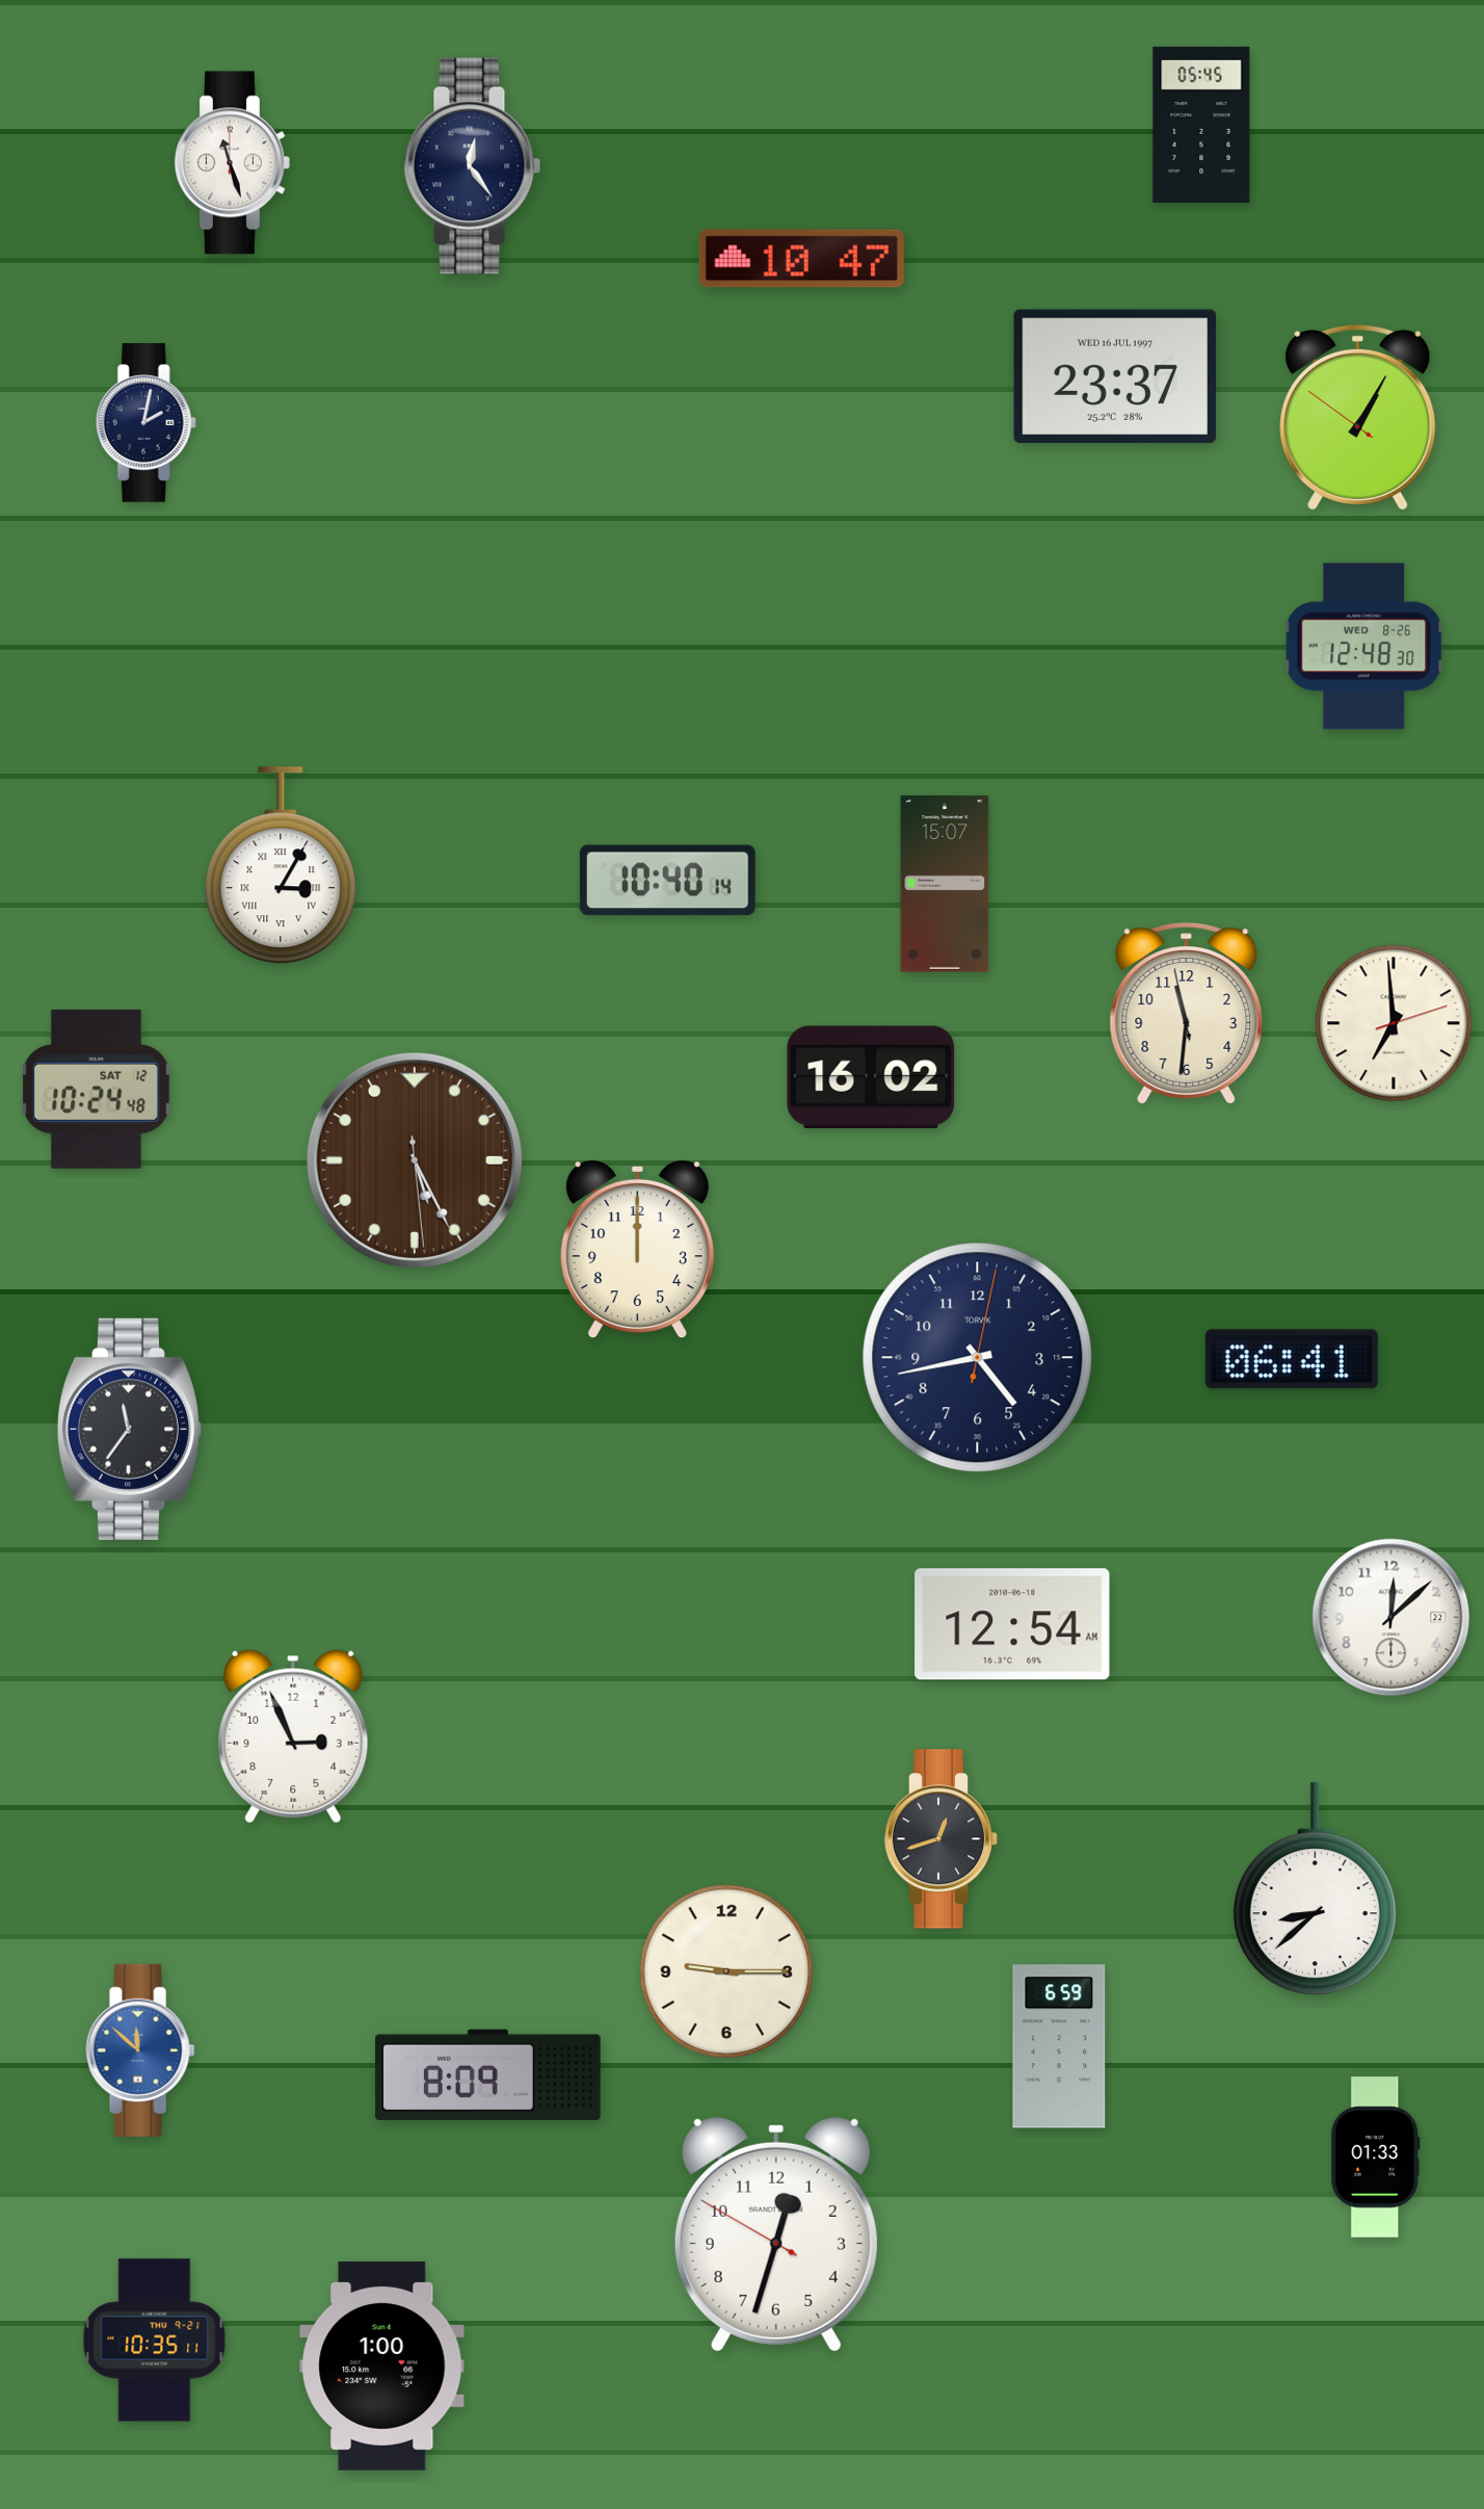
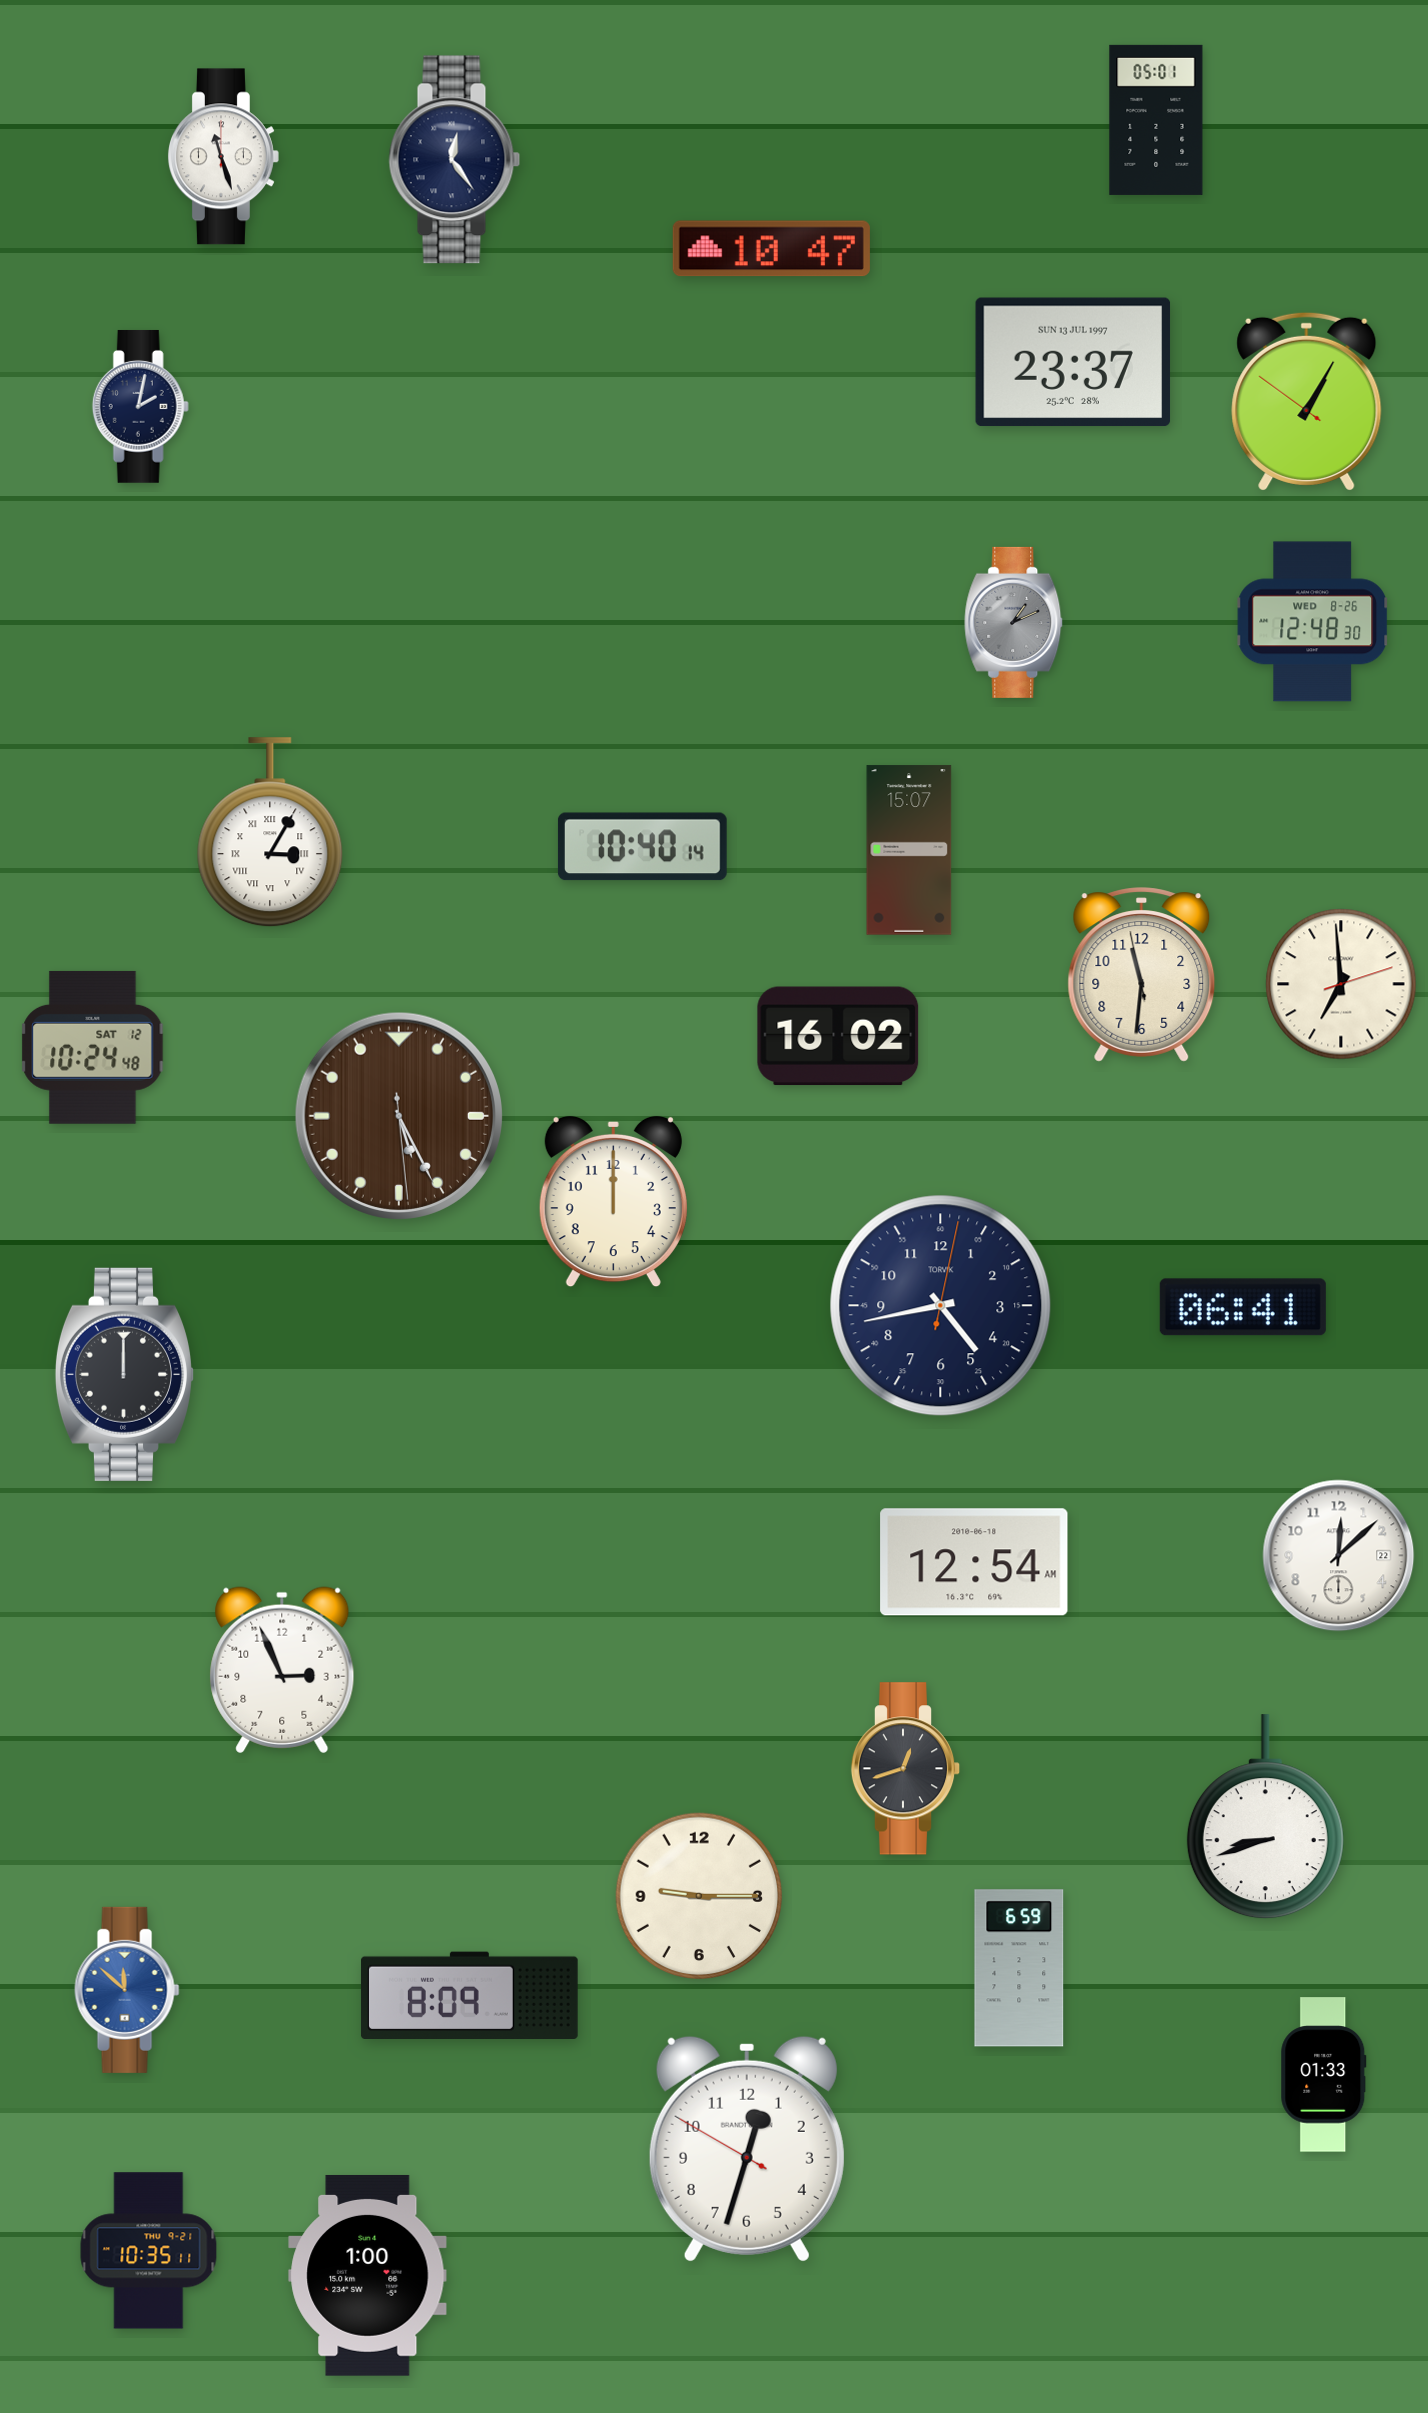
clock at (1201, 125): 05:45 -> 05:01
clock at (1115, 376) date: WED 16 JUL 1997 -> SUN 13 JUL 1997
clock at (1014, 622): none -> 1:11
clock at (129, 1429): 11:36 -> 12:00
clock at (1315, 1889): 8:38 -> 8:42
clock at (140, 2050) position: (140, 2050) -> (127, 1990)
